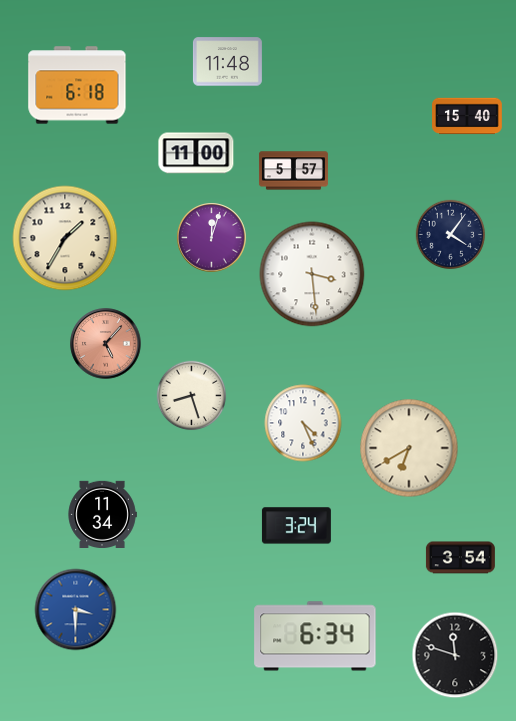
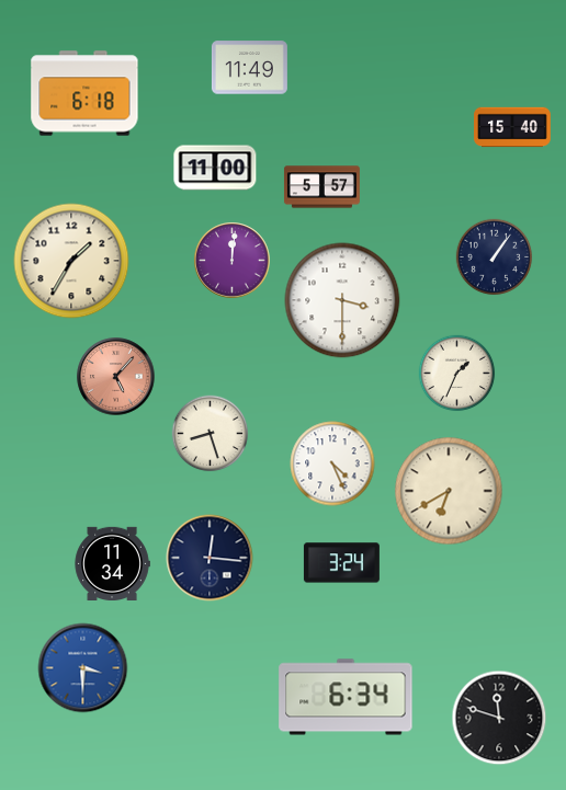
clock at (227, 62): 11:48 -> 11:49
clock at (451, 235): 4:06 -> 1:06
clock at (212, 238): 12:03 -> 12:01
clock at (312, 274): 3:29 -> 3:30
clock at (457, 374): none -> 1:34
clock at (210, 558): none -> 12:16
clock at (296, 526) position: (296, 526) -> (341, 563)
clock at (460, 558): 3:54 -> none
